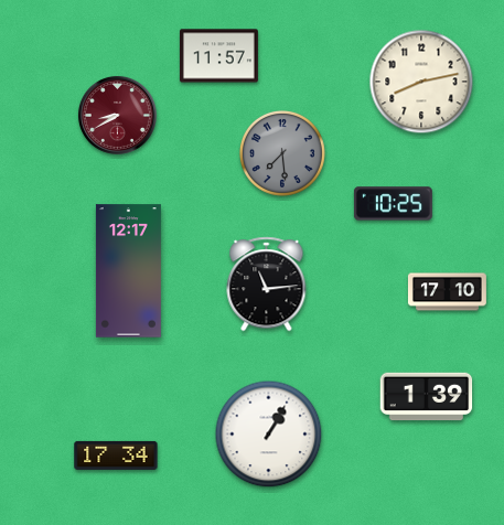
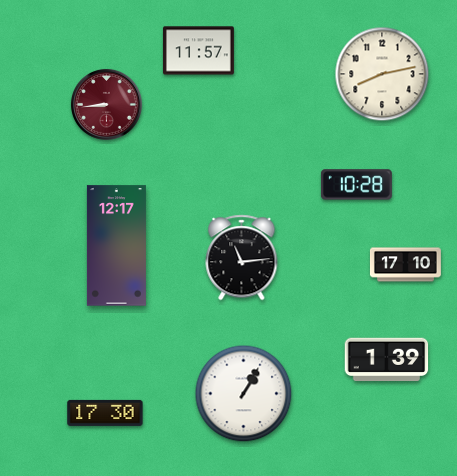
clock at (117, 115): 8:40 -> 8:44
clock at (282, 153): 7:29 -> none
clock at (393, 204): 10:25 -> 10:28
clock at (116, 456): 17:34 -> 17:30
